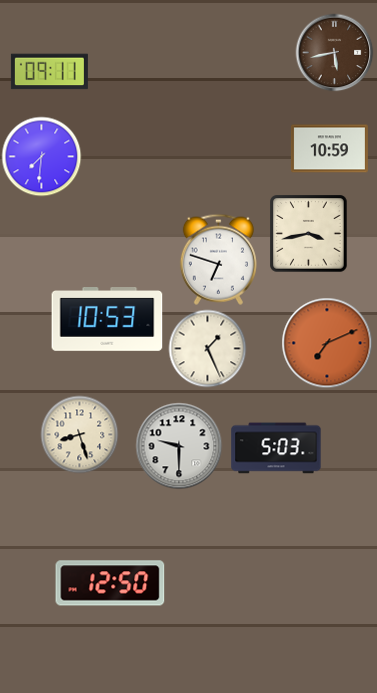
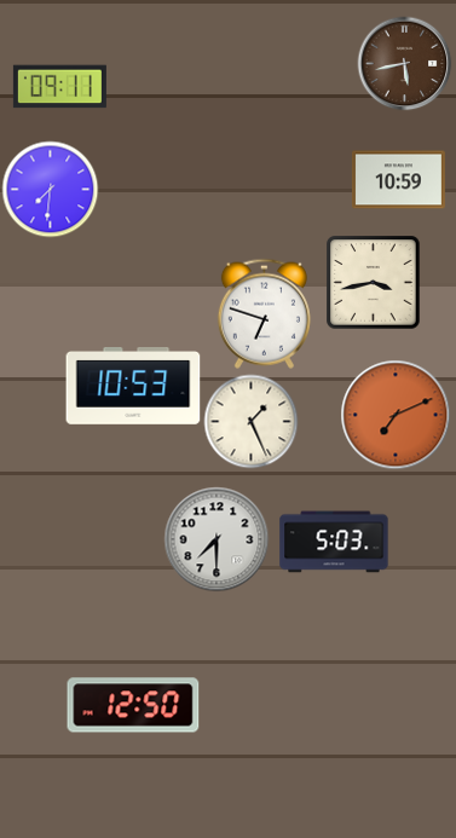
clock at (107, 320) position: (107, 320) -> (133, 387)
clock at (79, 434): 8:27 -> none
clock at (179, 446): 9:30 -> 7:30
